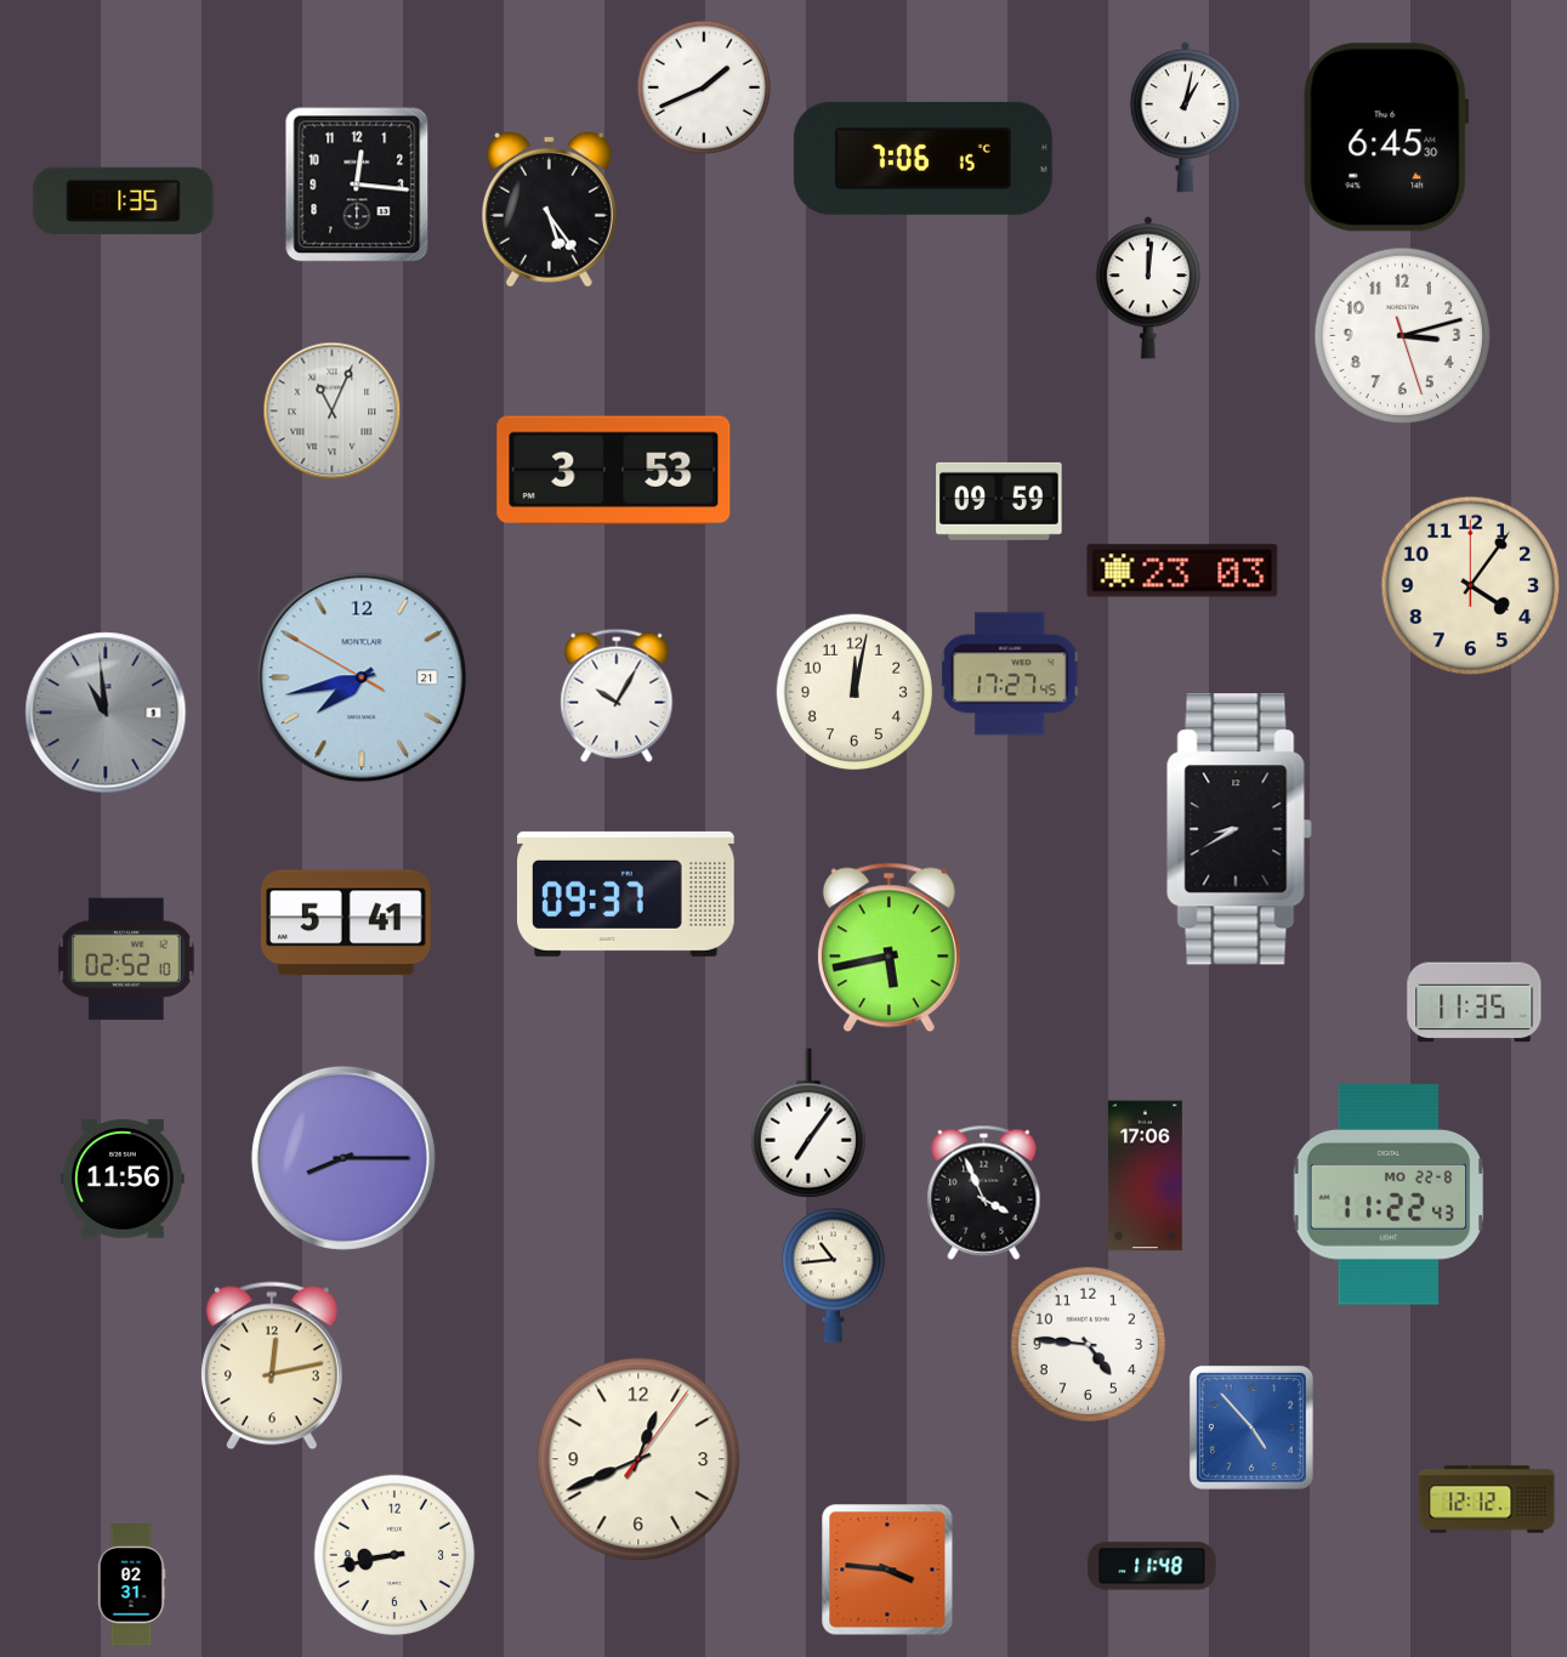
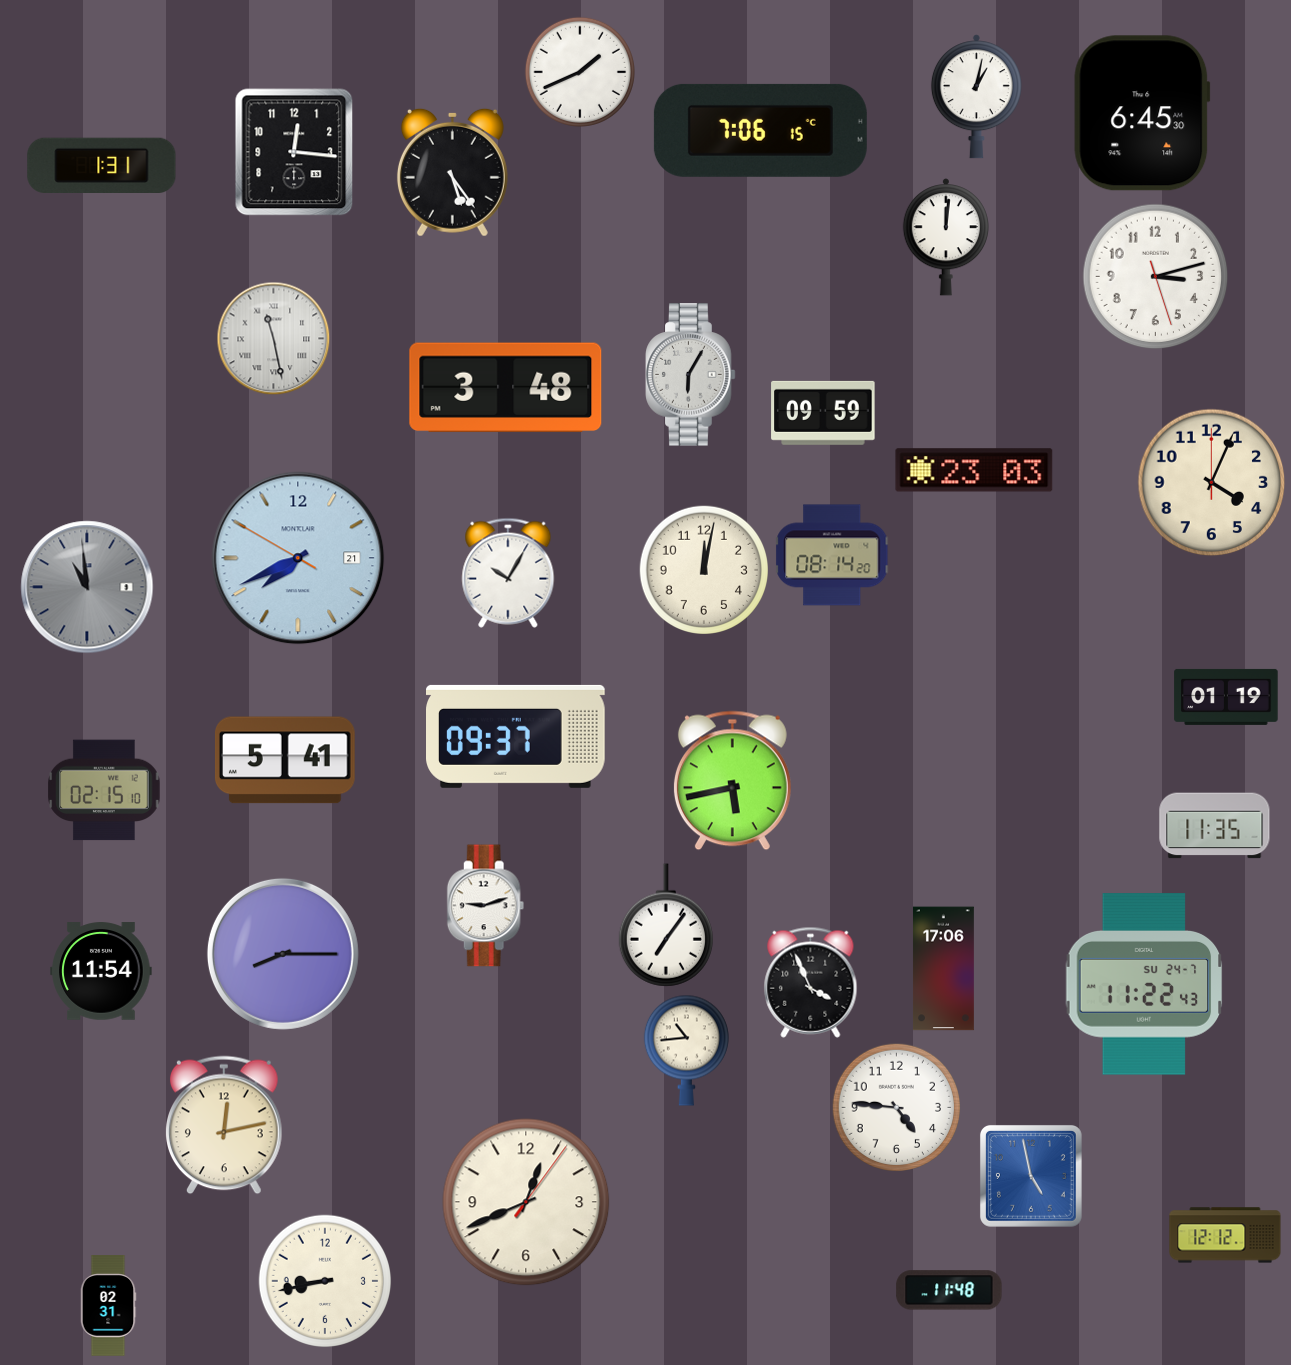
clock at (124, 200): 1:35 -> 1:31
clock at (333, 412): 11:04 -> 11:28
clock at (691, 375): none -> 6:05
clock at (614, 471): 3:53 -> 3:48
clock at (1471, 586): 4:06 -> 4:04
clock at (1011, 674): 17:27 -> 08:14
clock at (362, 677): 7:42 -> 7:40
clock at (1239, 829): 8:40 -> none
clock at (1226, 697): none -> 01:19
clock at (126, 959): 02:52 -> 02:15
clock at (486, 906): none -> 9:12
clock at (123, 1179): 11:56 -> 11:54
clock at (1389, 1194) date: MO 22-8 -> SU 24-7
clock at (1251, 1428): 4:53 -> 4:58
clock at (887, 1570): 3:46 -> none
